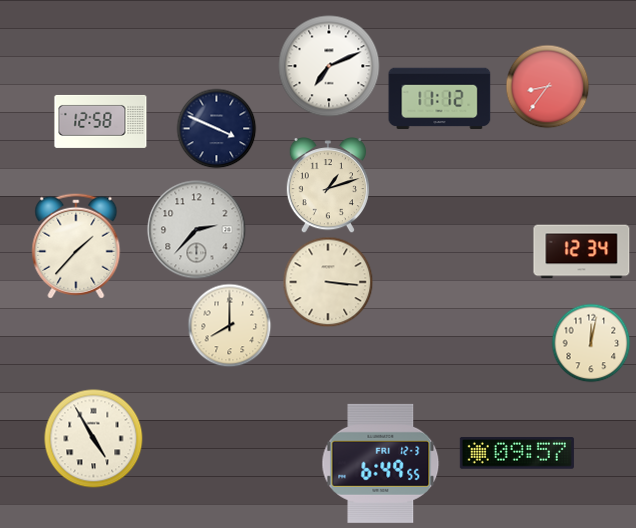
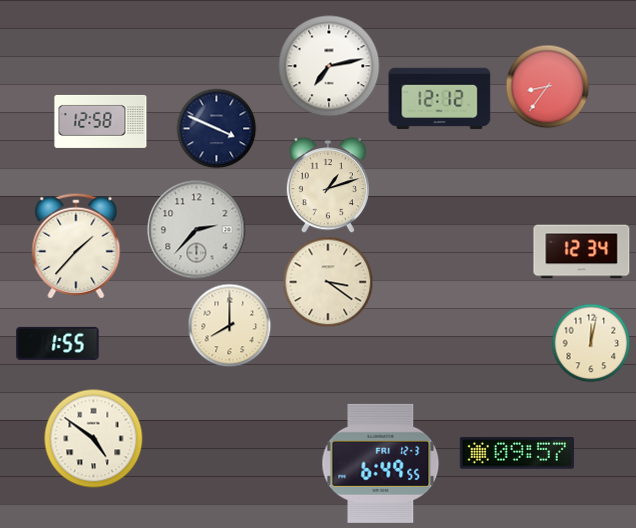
clock at (329, 66): 7:11 -> 7:13
clock at (440, 99): 11:12 -> 12:12
clock at (328, 282): 3:16 -> 3:21
clock at (58, 343): none -> 1:55
clock at (94, 439): 4:55 -> 4:51
